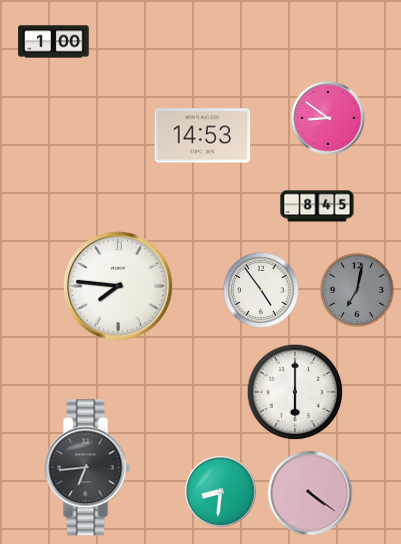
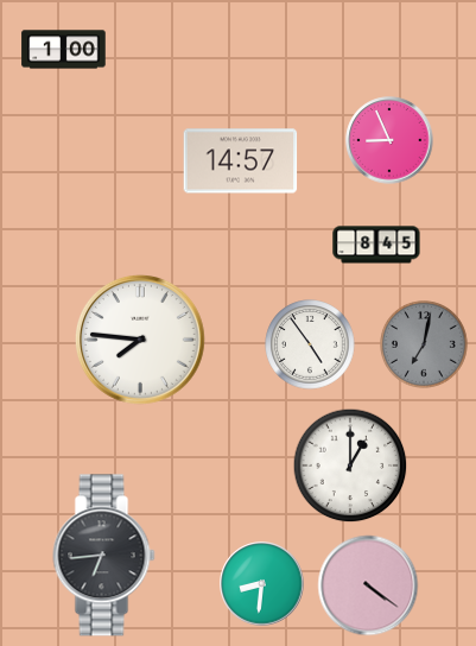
clock at (328, 118): 8:51 -> 8:56
clock at (203, 136): 14:53 -> 14:57
clock at (295, 392): 6:00 -> 1:00
